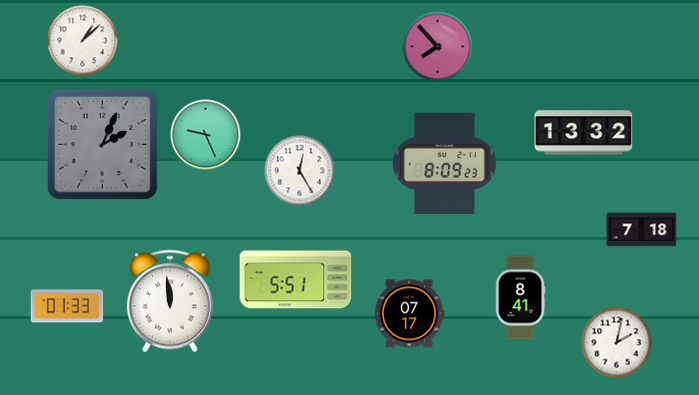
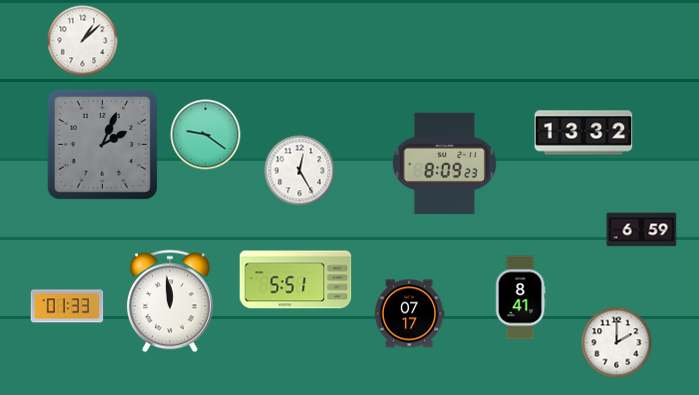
clock at (438, 47): 7:53 -> none
clock at (206, 135): 9:26 -> 9:21
clock at (642, 230): 7:18 -> 6:59
clock at (617, 343): 2:02 -> 2:00
